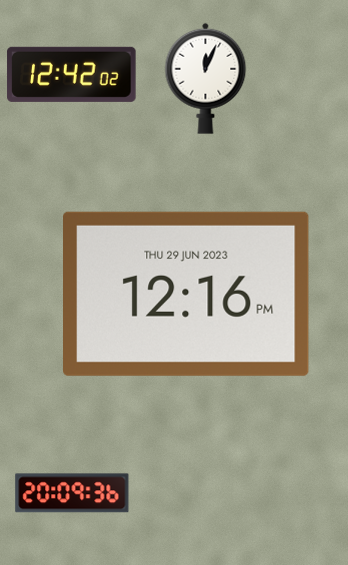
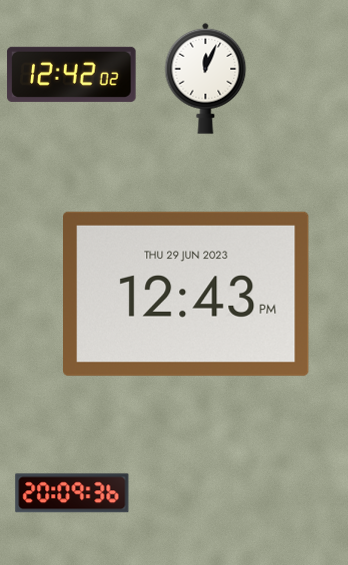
clock at (187, 294): 12:16 -> 12:43
